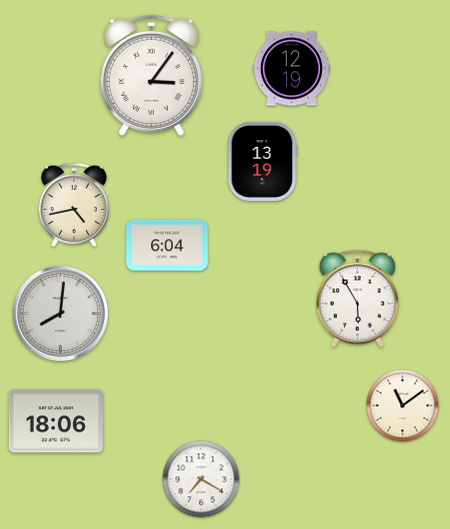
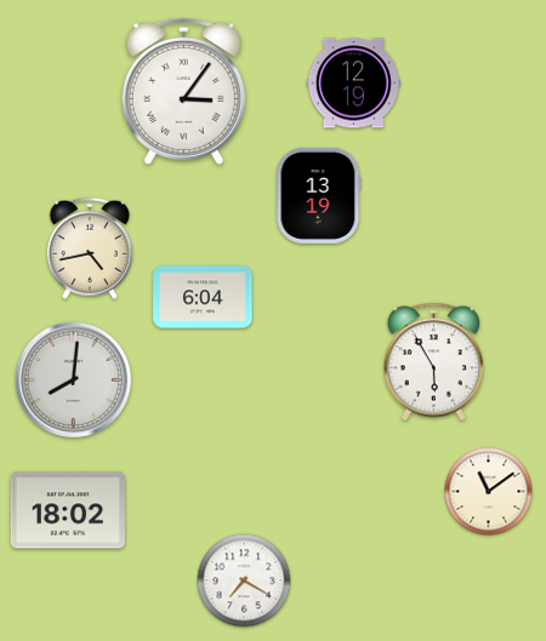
clock at (56, 421): 18:06 -> 18:02
